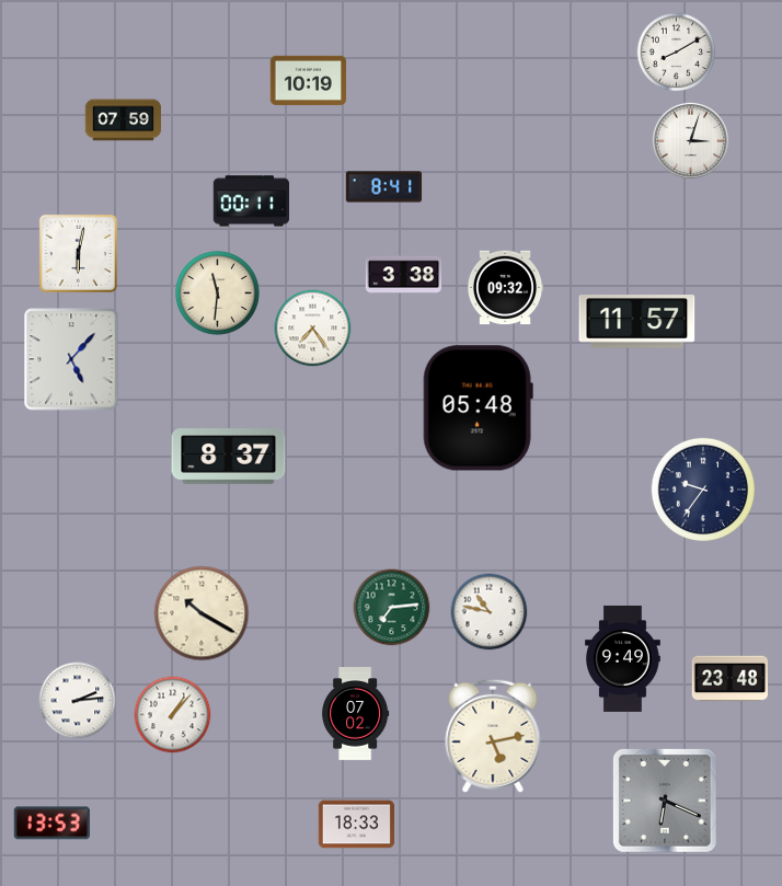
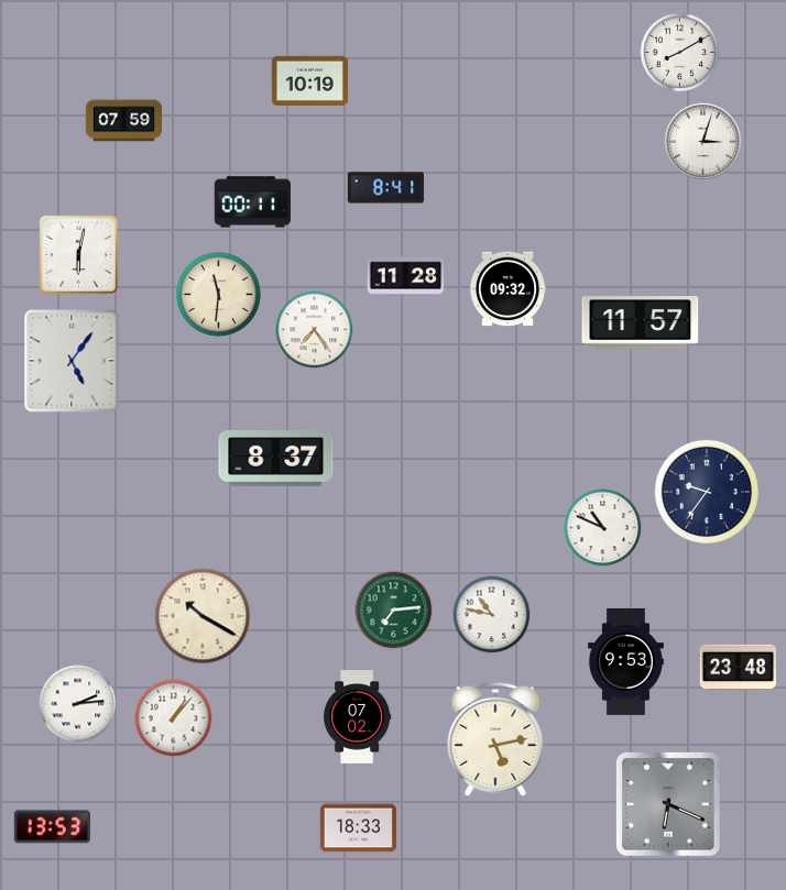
clock at (690, 140) position: (690, 140) -> (702, 141)
clock at (404, 275): 3:38 -> 11:28
clock at (71, 359): 5:07 -> 5:06
clock at (478, 409): 05:48 -> none
clock at (229, 457) position: (229, 457) -> (276, 459)
clock at (603, 528): none -> 10:49
clock at (623, 658): 9:49 -> 9:53
clock at (729, 679) position: (729, 679) -> (738, 668)
